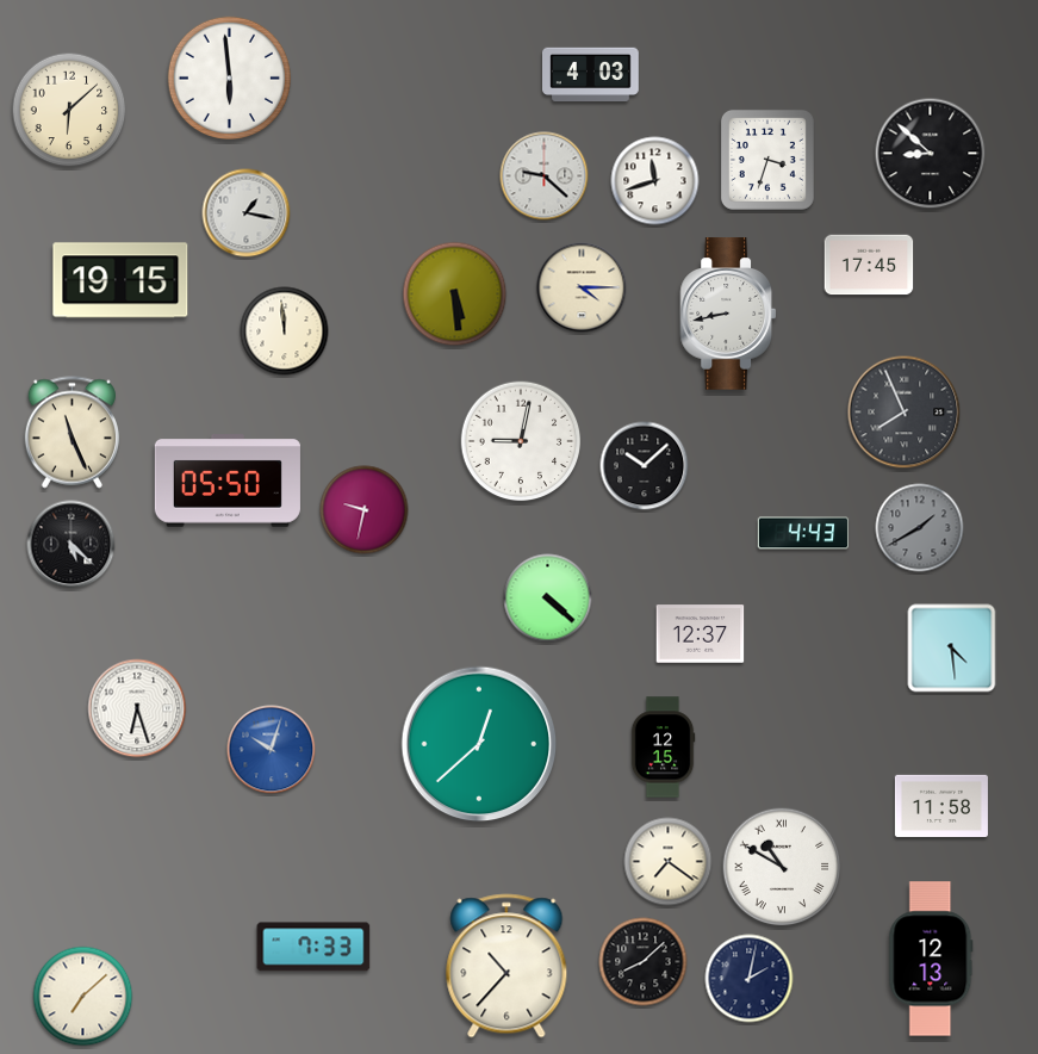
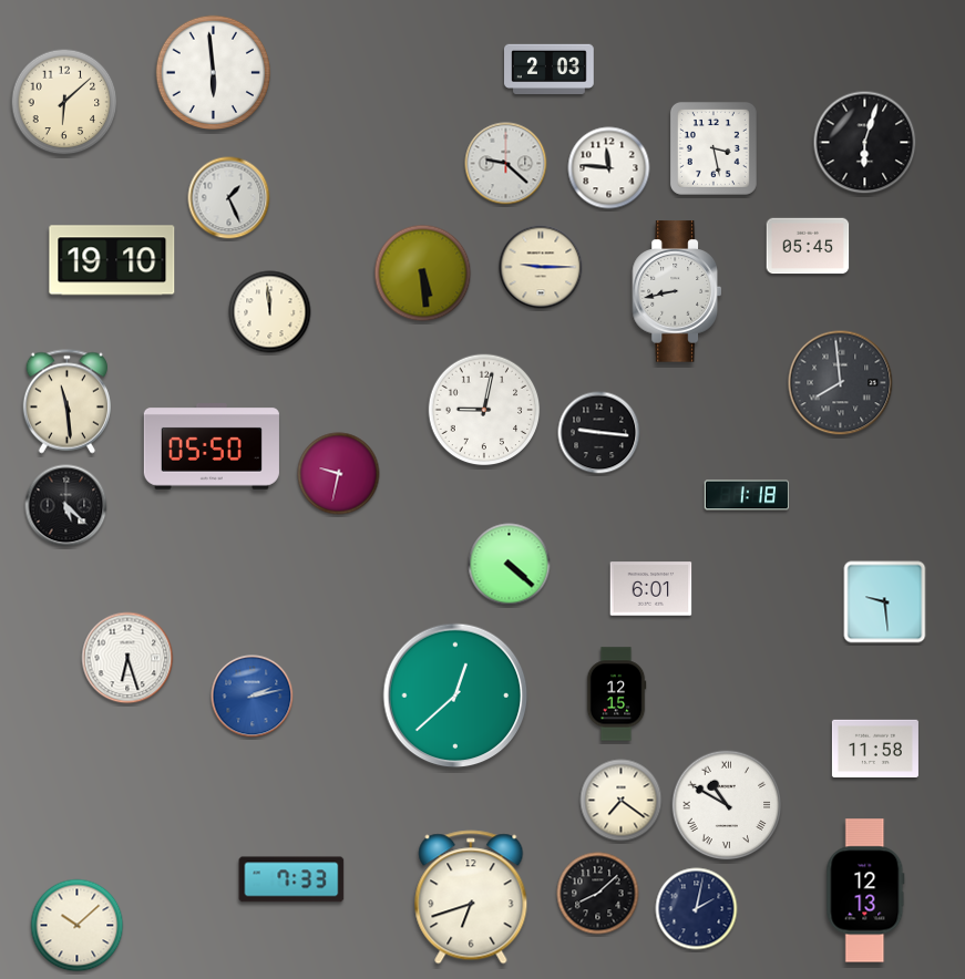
clock at (591, 75): 4:03 -> 2:03
clock at (931, 154): 8:52 -> 6:03
clock at (767, 160): 3:33 -> 3:28
clock at (655, 181): 11:42 -> 11:46
clock at (247, 213): 1:17 -> 1:26
clock at (869, 265): 17:45 -> 05:45
clock at (120, 280): 19:15 -> 19:10
clock at (582, 287): 4:15 -> 9:15
clock at (285, 331) position: (285, 331) -> (270, 312)
clock at (905, 413): 7:56 -> 7:59
clock at (72, 433): 11:26 -> 11:29
clock at (645, 466): 10:08 -> 9:16
clock at (920, 528): 1:40 -> none
clock at (803, 533): 4:43 -> 1:18
clock at (548, 599) position: (548, 599) -> (510, 565)
clock at (701, 634): 12:37 -> 6:01
clock at (952, 649): 4:29 -> 9:29
clock at (479, 744) position: (479, 744) -> (455, 695)
clock at (272, 750): 10:03 -> 2:13
clock at (506, 966): 10:37 -> 6:42
clock at (83, 997): 7:08 -> 10:08
